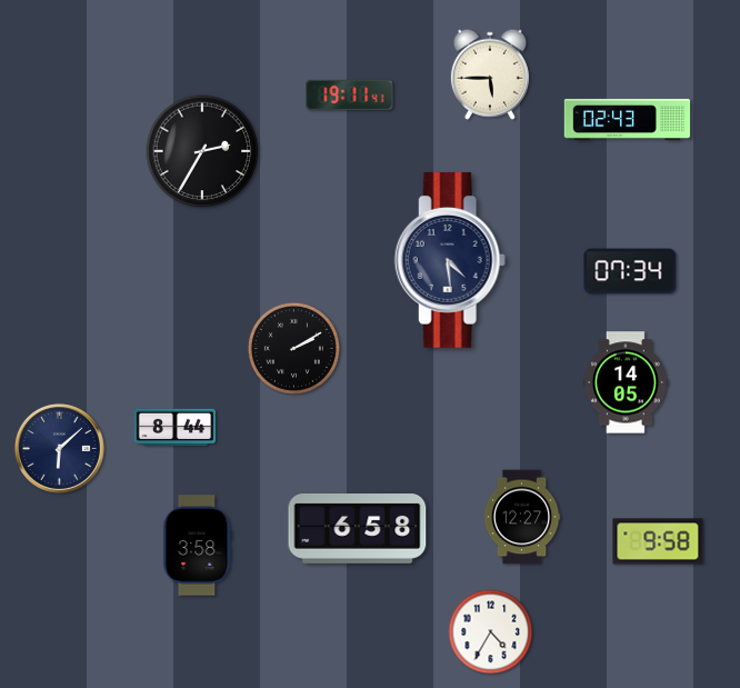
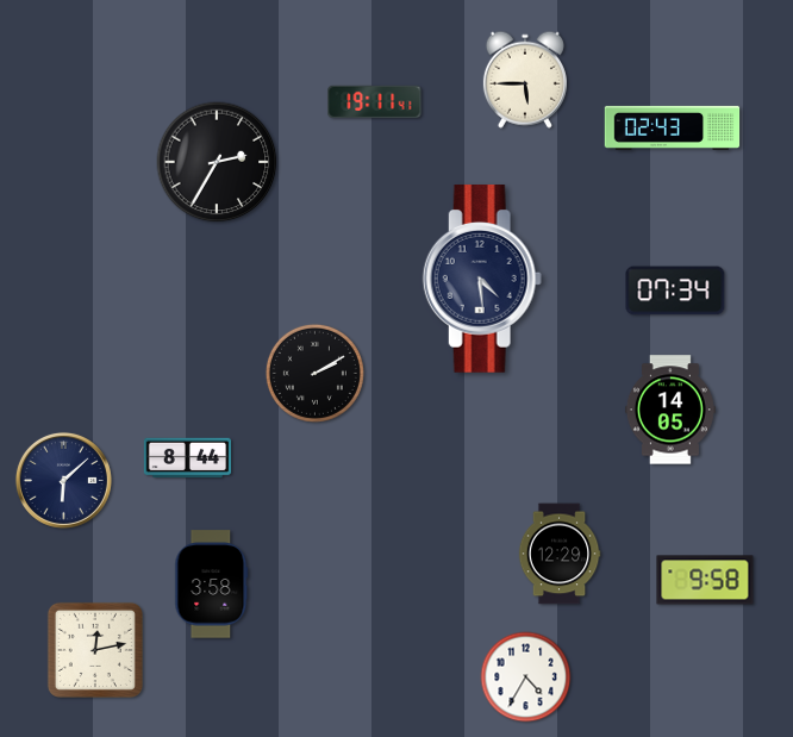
clock at (522, 517): 12:27 -> 12:29
clock at (358, 529): 6:58 -> none
clock at (95, 650): none -> 12:13
